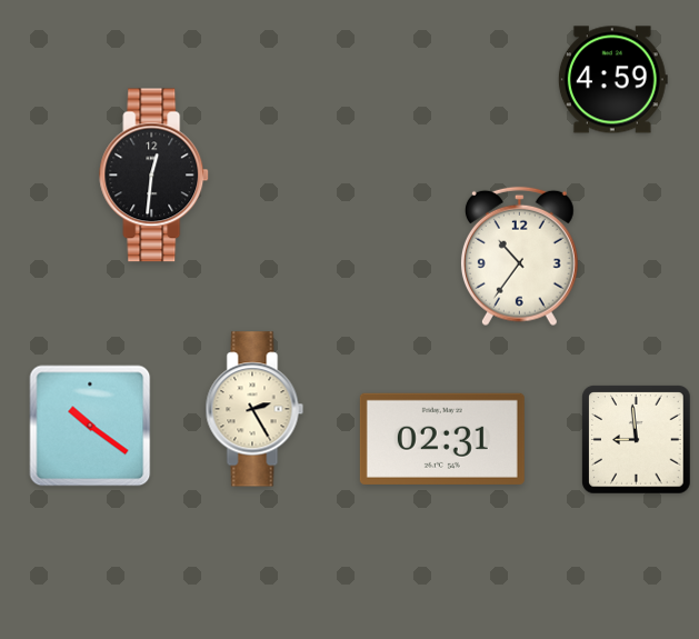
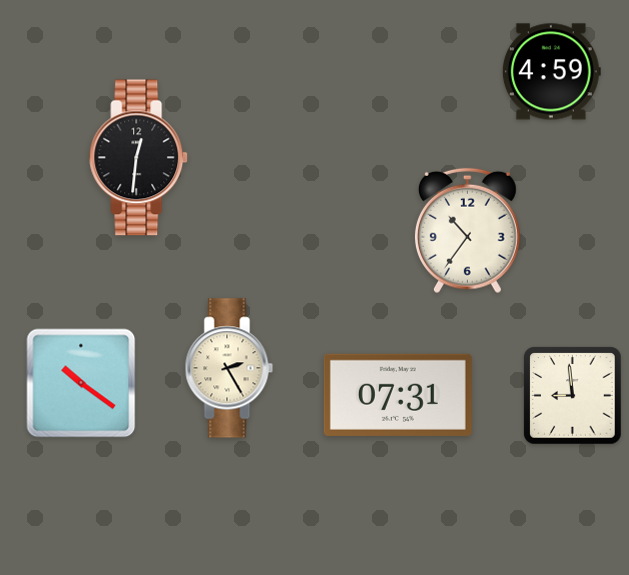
clock at (442, 439): 02:31 -> 07:31
